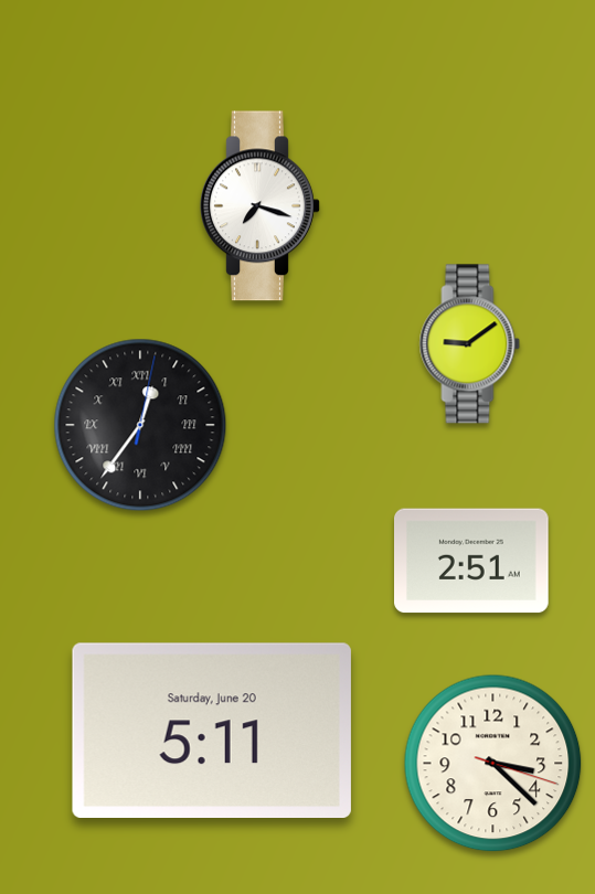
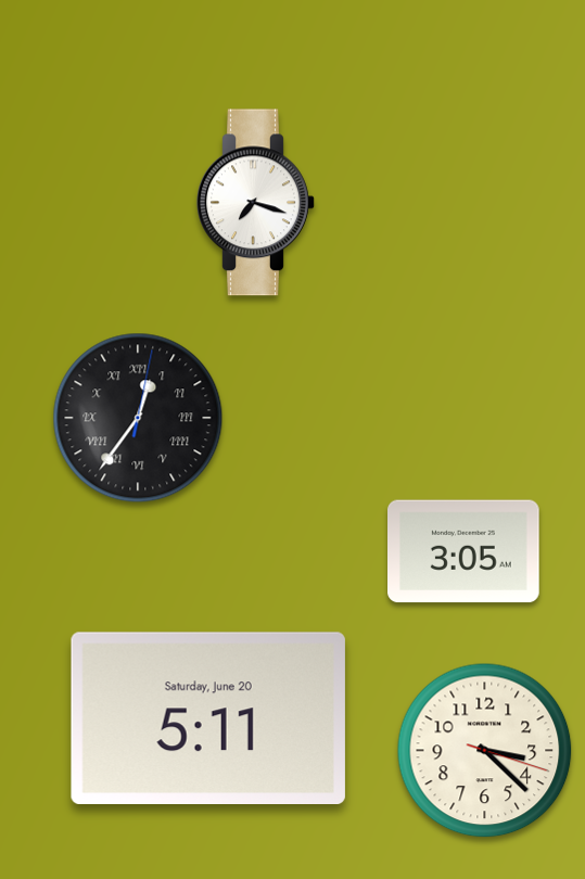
clock at (470, 344): 9:09 -> none
clock at (472, 561): 2:51 -> 3:05
